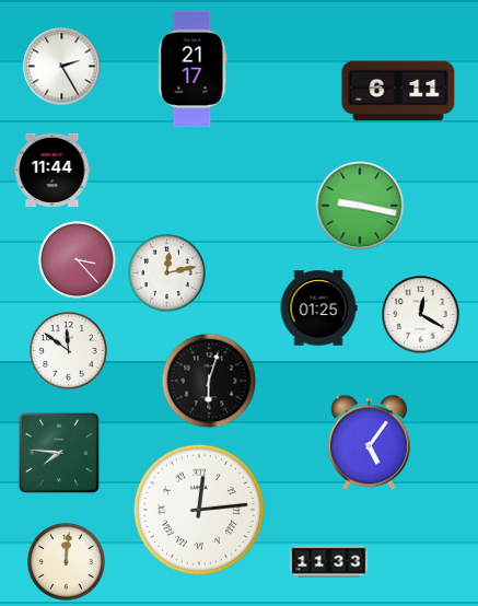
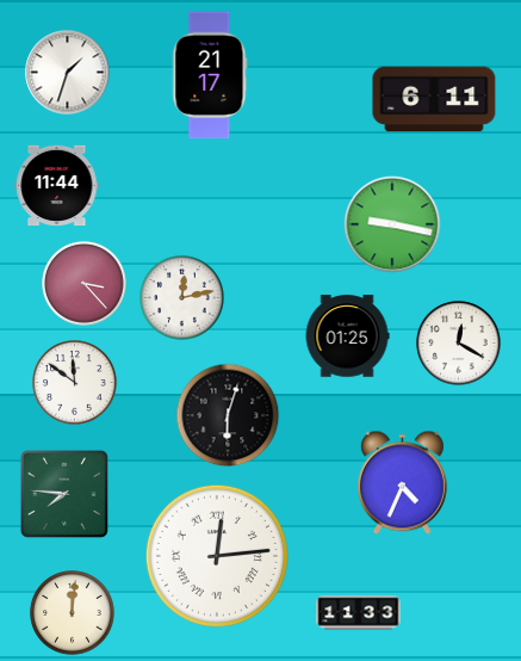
clock at (62, 67): 2:25 -> 1:33
clock at (369, 443): 5:06 -> 4:34
